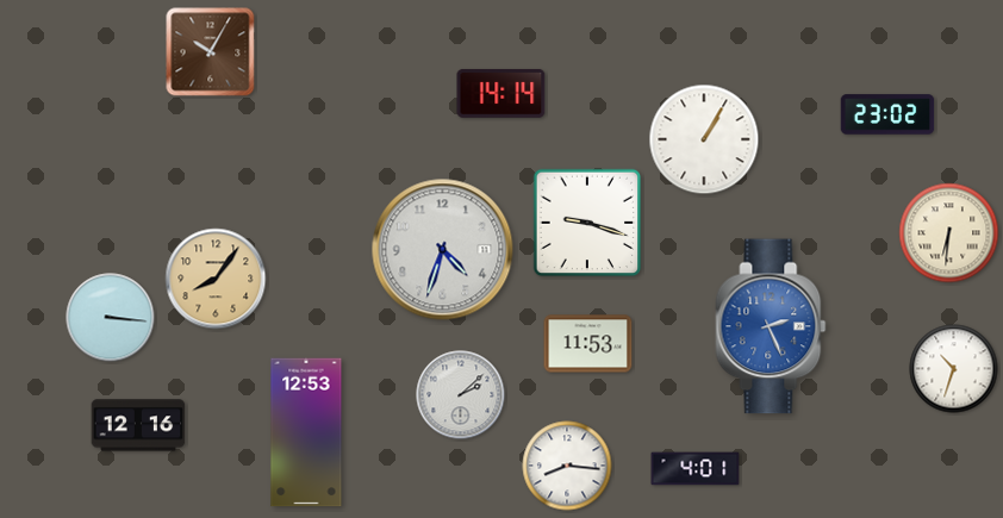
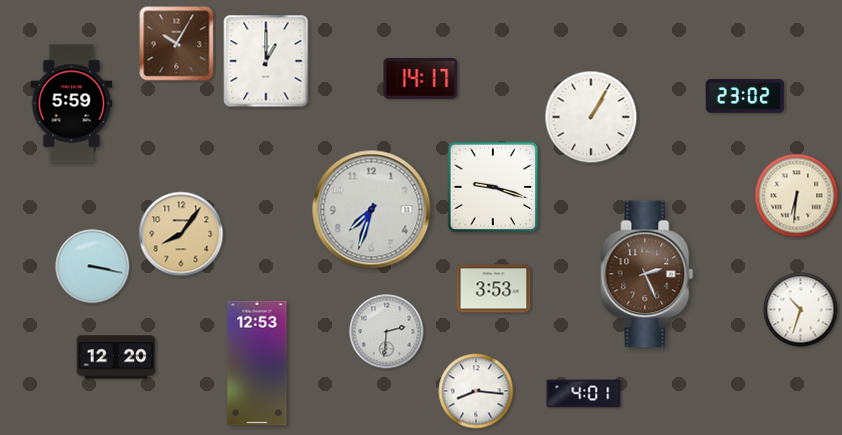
clock at (266, 61): none -> 1:00
clock at (502, 93): 14:14 -> 14:17
clock at (72, 104): none -> 5:59
clock at (443, 250): 4:33 -> 7:33
clock at (111, 318): 3:16 -> 3:17
clock at (771, 326) dial: blue -> brown
clock at (588, 344): 11:53 -> 3:53
clock at (461, 395): 2:08 -> 2:31
clock at (138, 425): 12:16 -> 12:20
